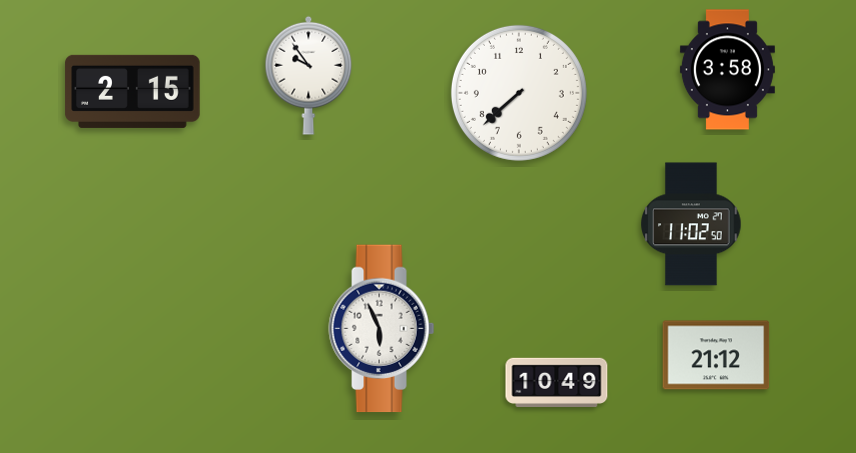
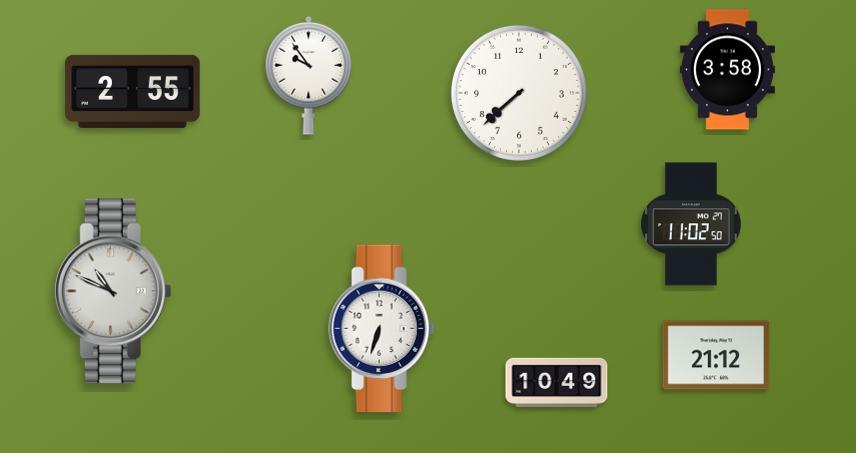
clock at (133, 91): 2:15 -> 2:55
clock at (113, 291): none -> 10:49
clock at (382, 329): 5:56 -> 6:33
